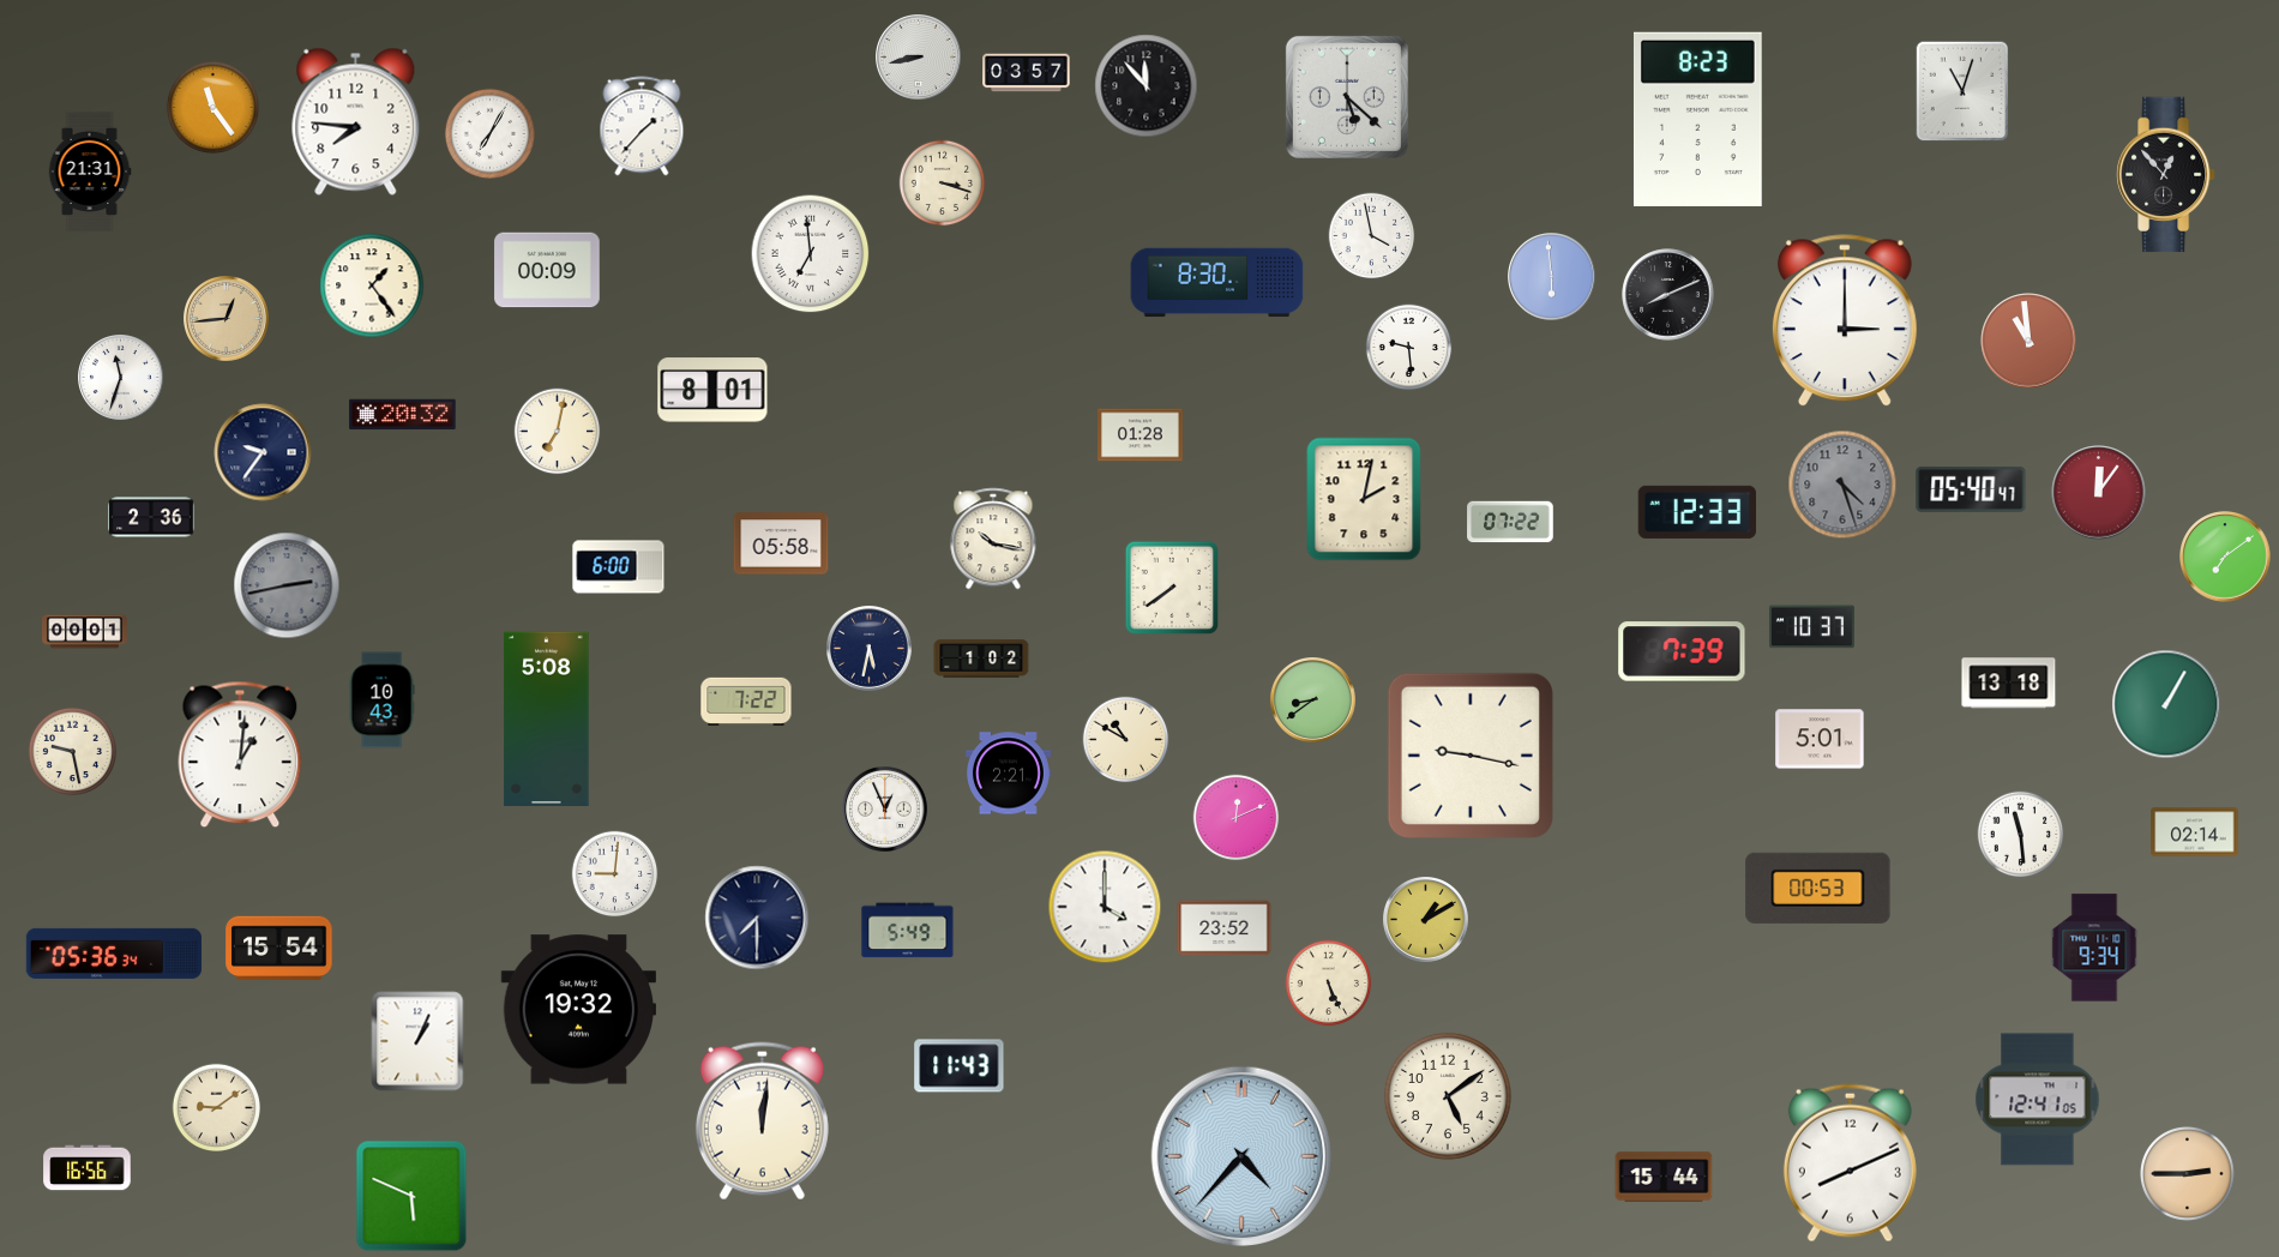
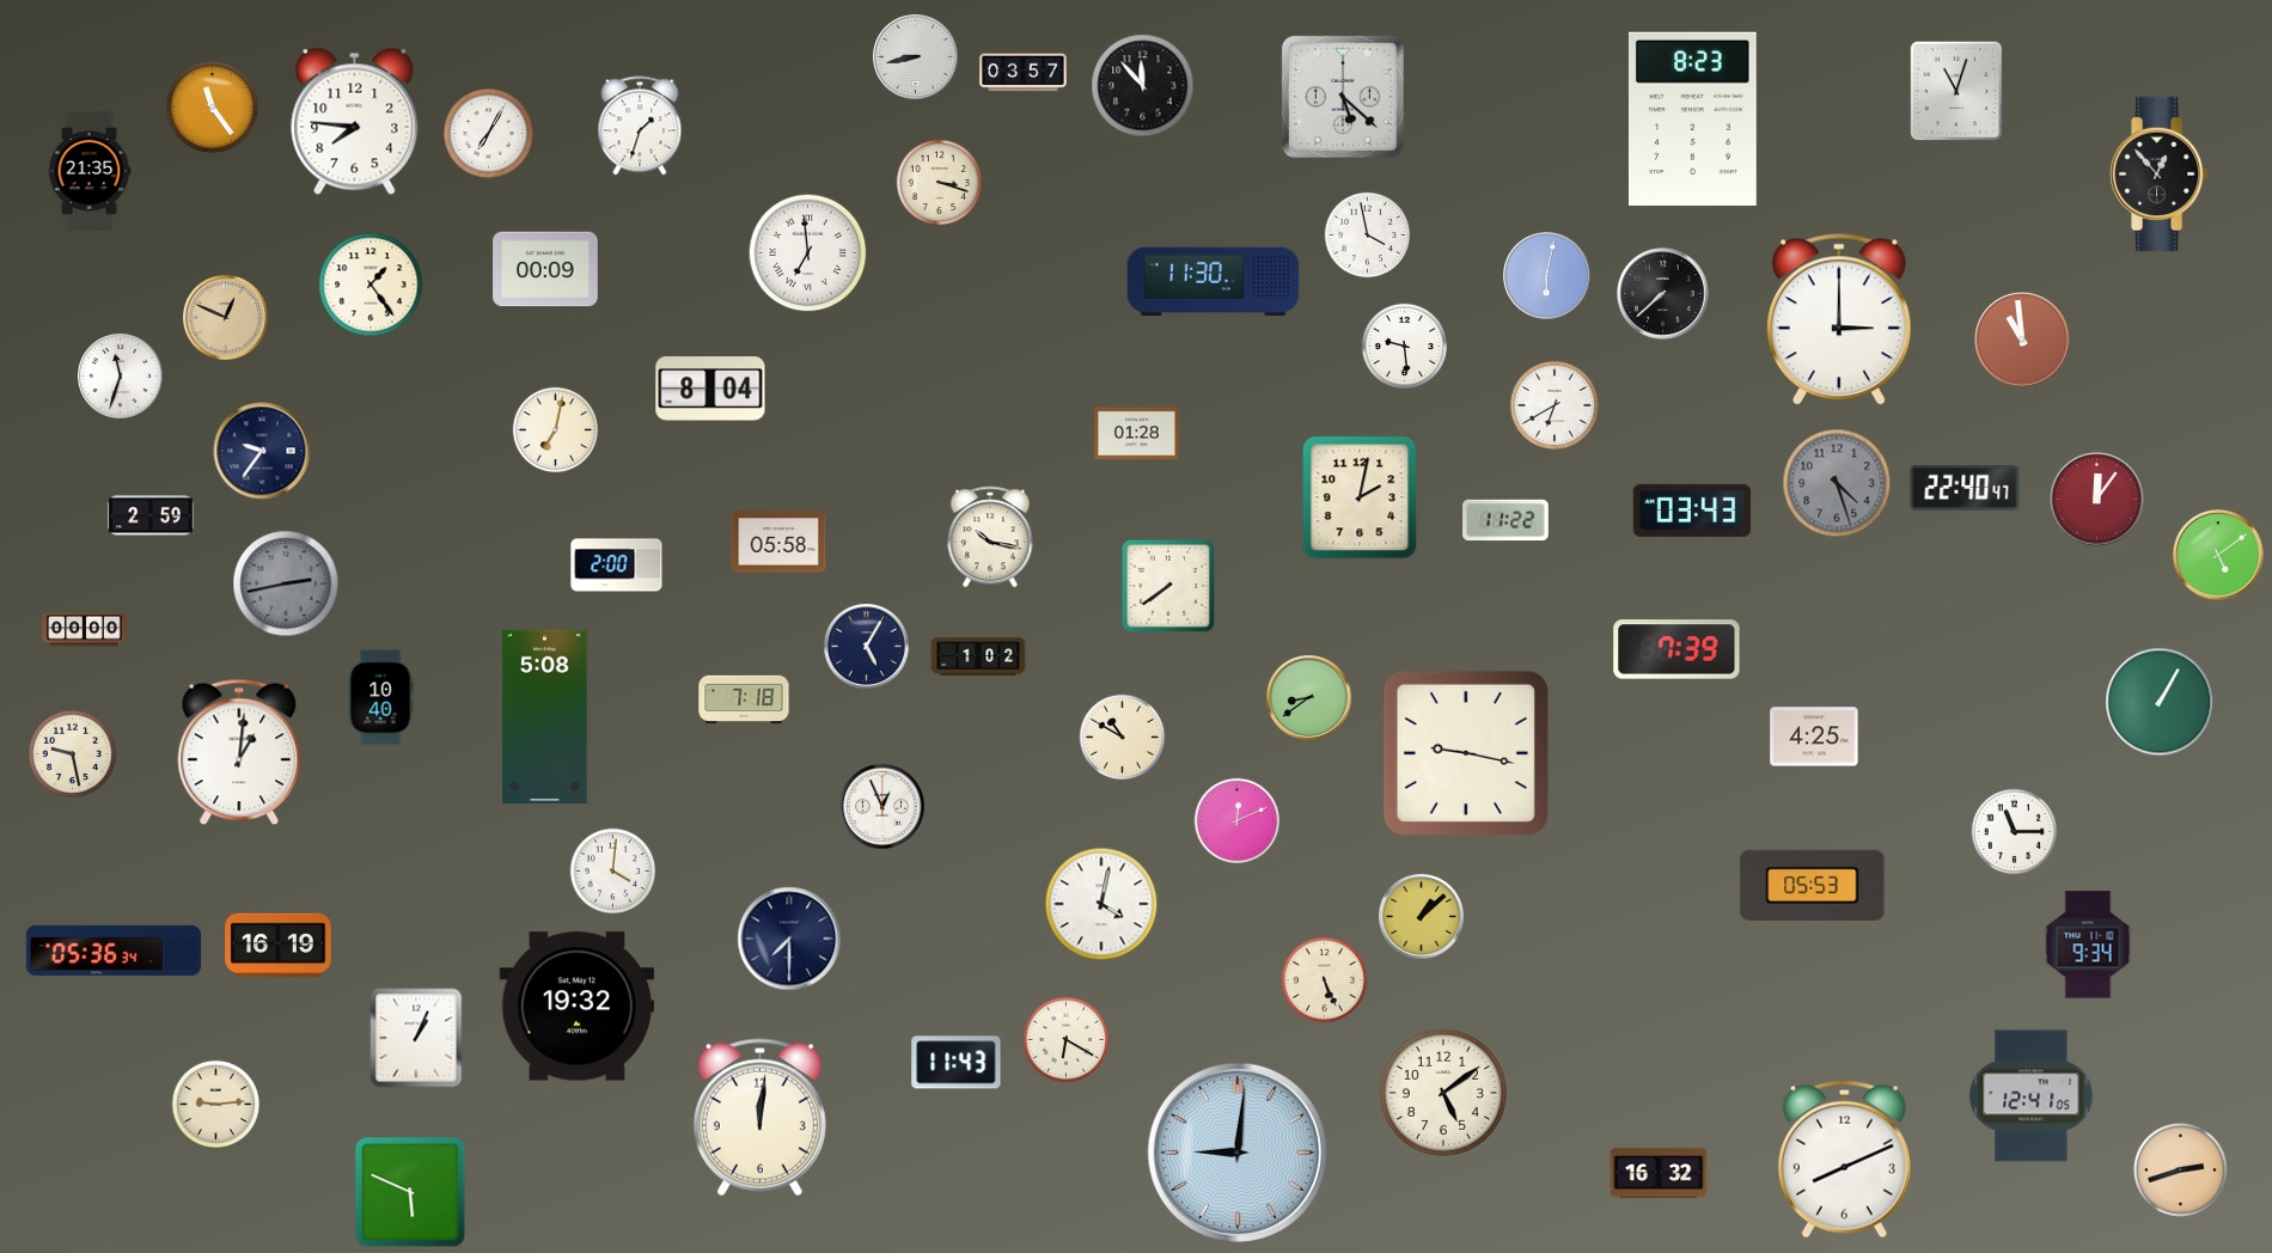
clock at (642, 126): 1:37 -> 1:33
clock at (90, 172): 21:31 -> 21:35
clock at (1552, 277): 5:59 -> 6:02
clock at (1217, 283): 8:30 -> 11:30
clock at (1668, 295): 8:11 -> 7:38
clock at (227, 319): 12:44 -> 12:49
clock at (712, 390): 8:01 -> 8:04
clock at (1555, 405): none -> 6:40
clock at (403, 415): 20:32 -> none
clock at (1971, 489): 05:40 -> 22:40
clock at (2099, 493) position: (2099, 493) -> (2097, 500)
clock at (1697, 512): 12:33 -> 03:43
clock at (151, 517): 2:36 -> 2:59
clock at (1510, 522): 07:22 -> 11:22
clock at (2225, 557): 7:09 -> 5:09
clock at (619, 567): 6:00 -> 2:00
clock at (1811, 627): 10:37 -> none
clock at (85, 632): 00:01 -> 00:00
clock at (870, 649): 5:32 -> 5:05
clock at (2009, 684): 13:18 -> none
clock at (381, 700): 10:43 -> 10:40
clock at (746, 702): 7:22 -> 7:18
clock at (1820, 739): 5:01 -> 4:25
clock at (72, 751) position: (72, 751) -> (72, 753)
clock at (1009, 774): 2:21 -> none
clock at (1237, 818) position: (1237, 818) -> (1238, 821)
clock at (2195, 832): 02:14 -> none
clock at (2021, 835): 11:29 -> 11:15
clock at (615, 874): 9:01 -> 4:01
clock at (1818, 888): 00:53 -> 05:53
clock at (1105, 907): 4:00 -> 4:02
clock at (757, 918) position: (757, 918) -> (789, 939)
clock at (1426, 920): 1:10 -> 1:08
clock at (1225, 928): 23:52 -> none
clock at (908, 931): 5:49 -> none
clock at (279, 949): 15:54 -> 16:19
clock at (1067, 1040): none -> 6:20
clock at (216, 1107): 9:09 -> 9:14
clock at (1241, 1156): 4:37 -> 9:01
clock at (88, 1168): 16:56 -> none
clock at (2188, 1174): 2:45 -> 2:42
clock at (1664, 1177): 15:44 -> 16:32
